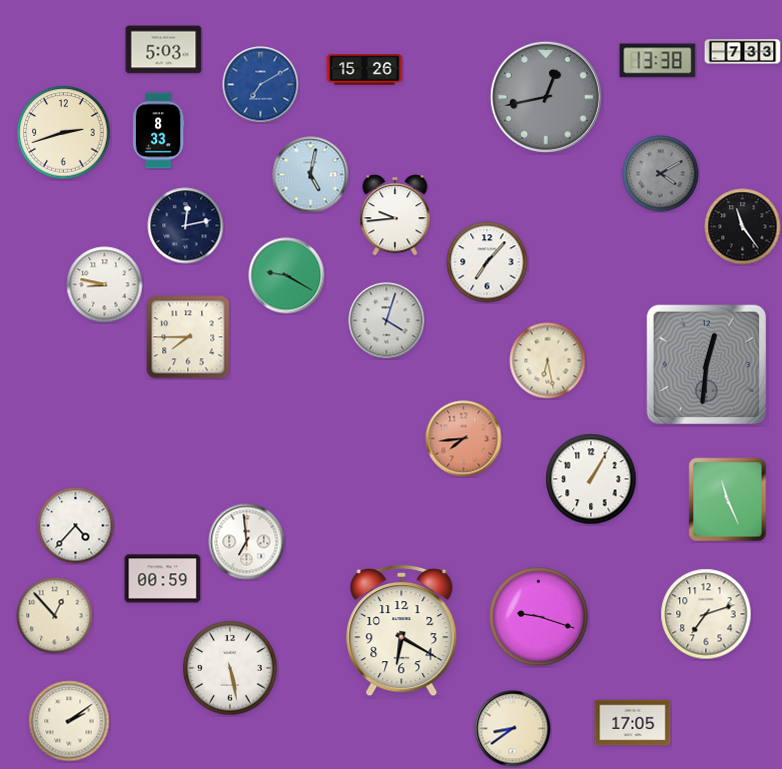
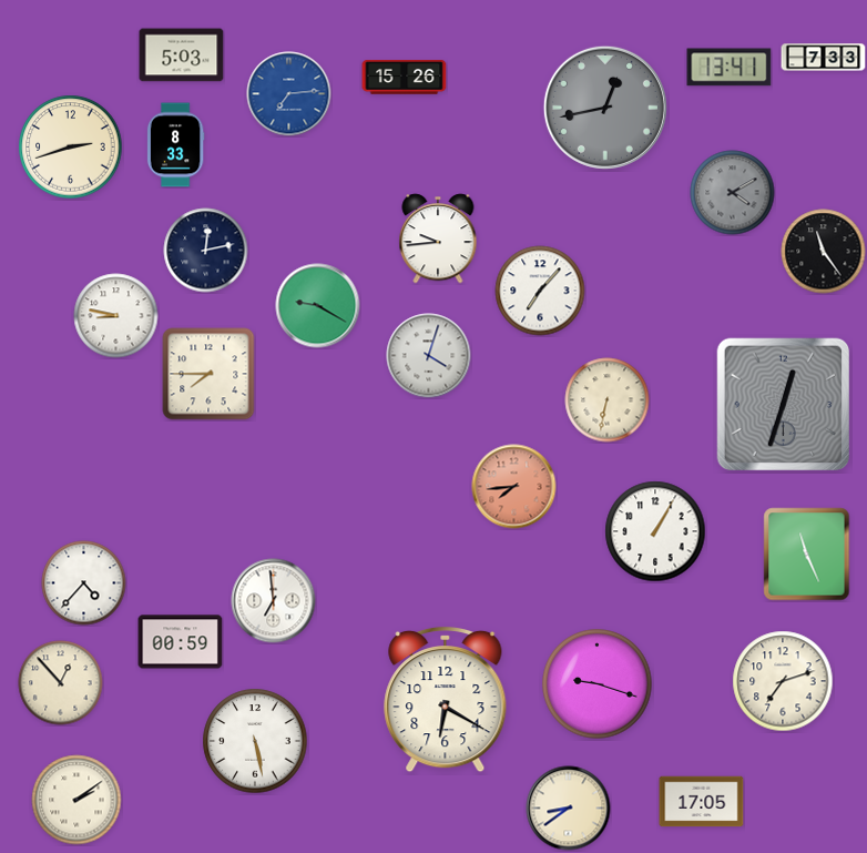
clock at (658, 61): 13:38 -> 13:41
clock at (261, 85): 7:10 -> 7:14
clock at (311, 175): 5:02 -> none
clock at (548, 361): 6:28 -> 6:32
clock at (707, 365): 12:31 -> 12:33
